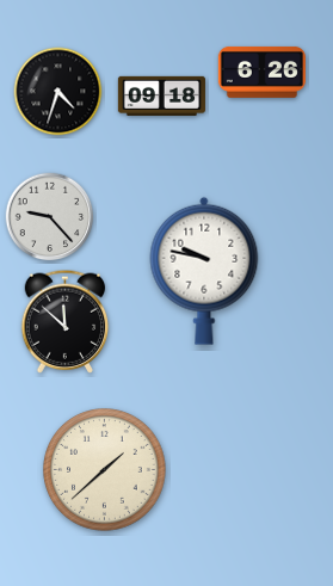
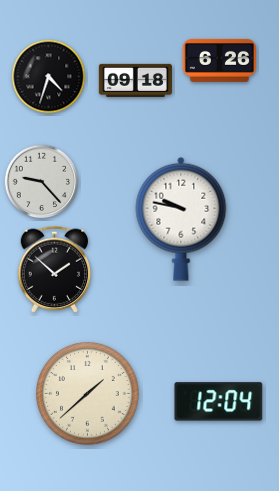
clock at (204, 271) position: (204, 271) -> (181, 219)
clock at (66, 321): 11:52 -> 1:52
clock at (219, 402): none -> 12:04
